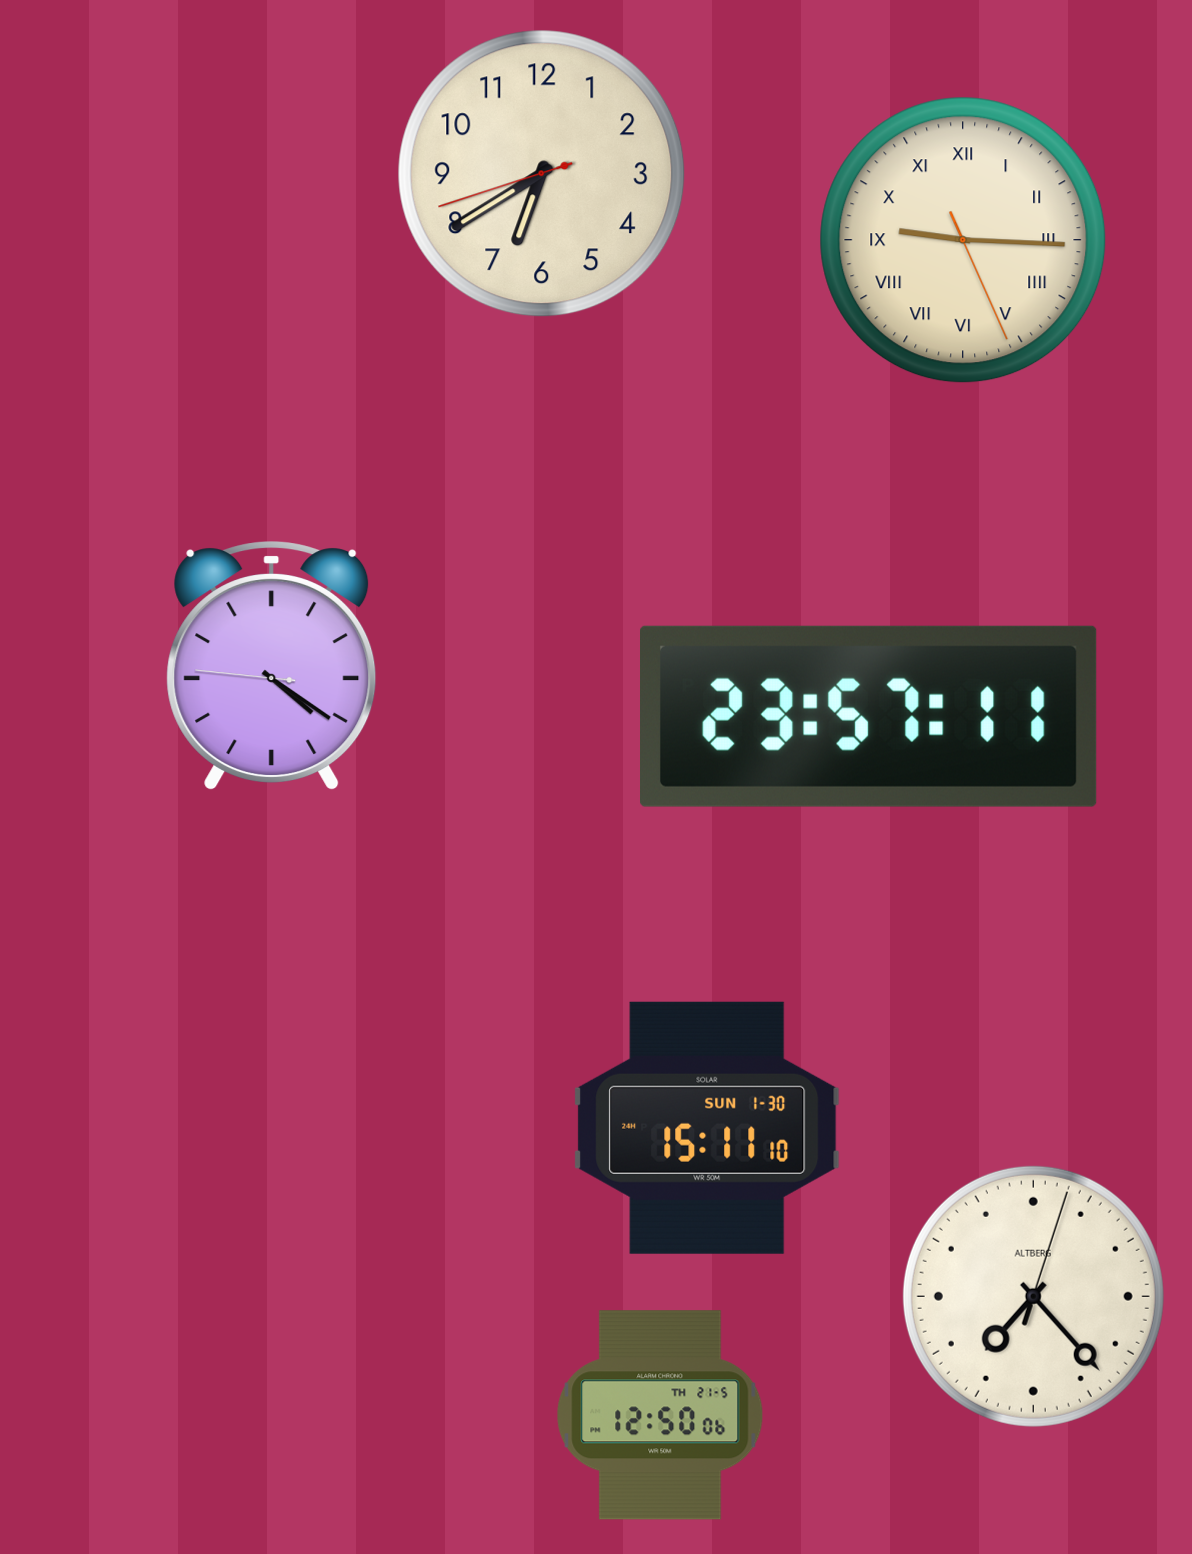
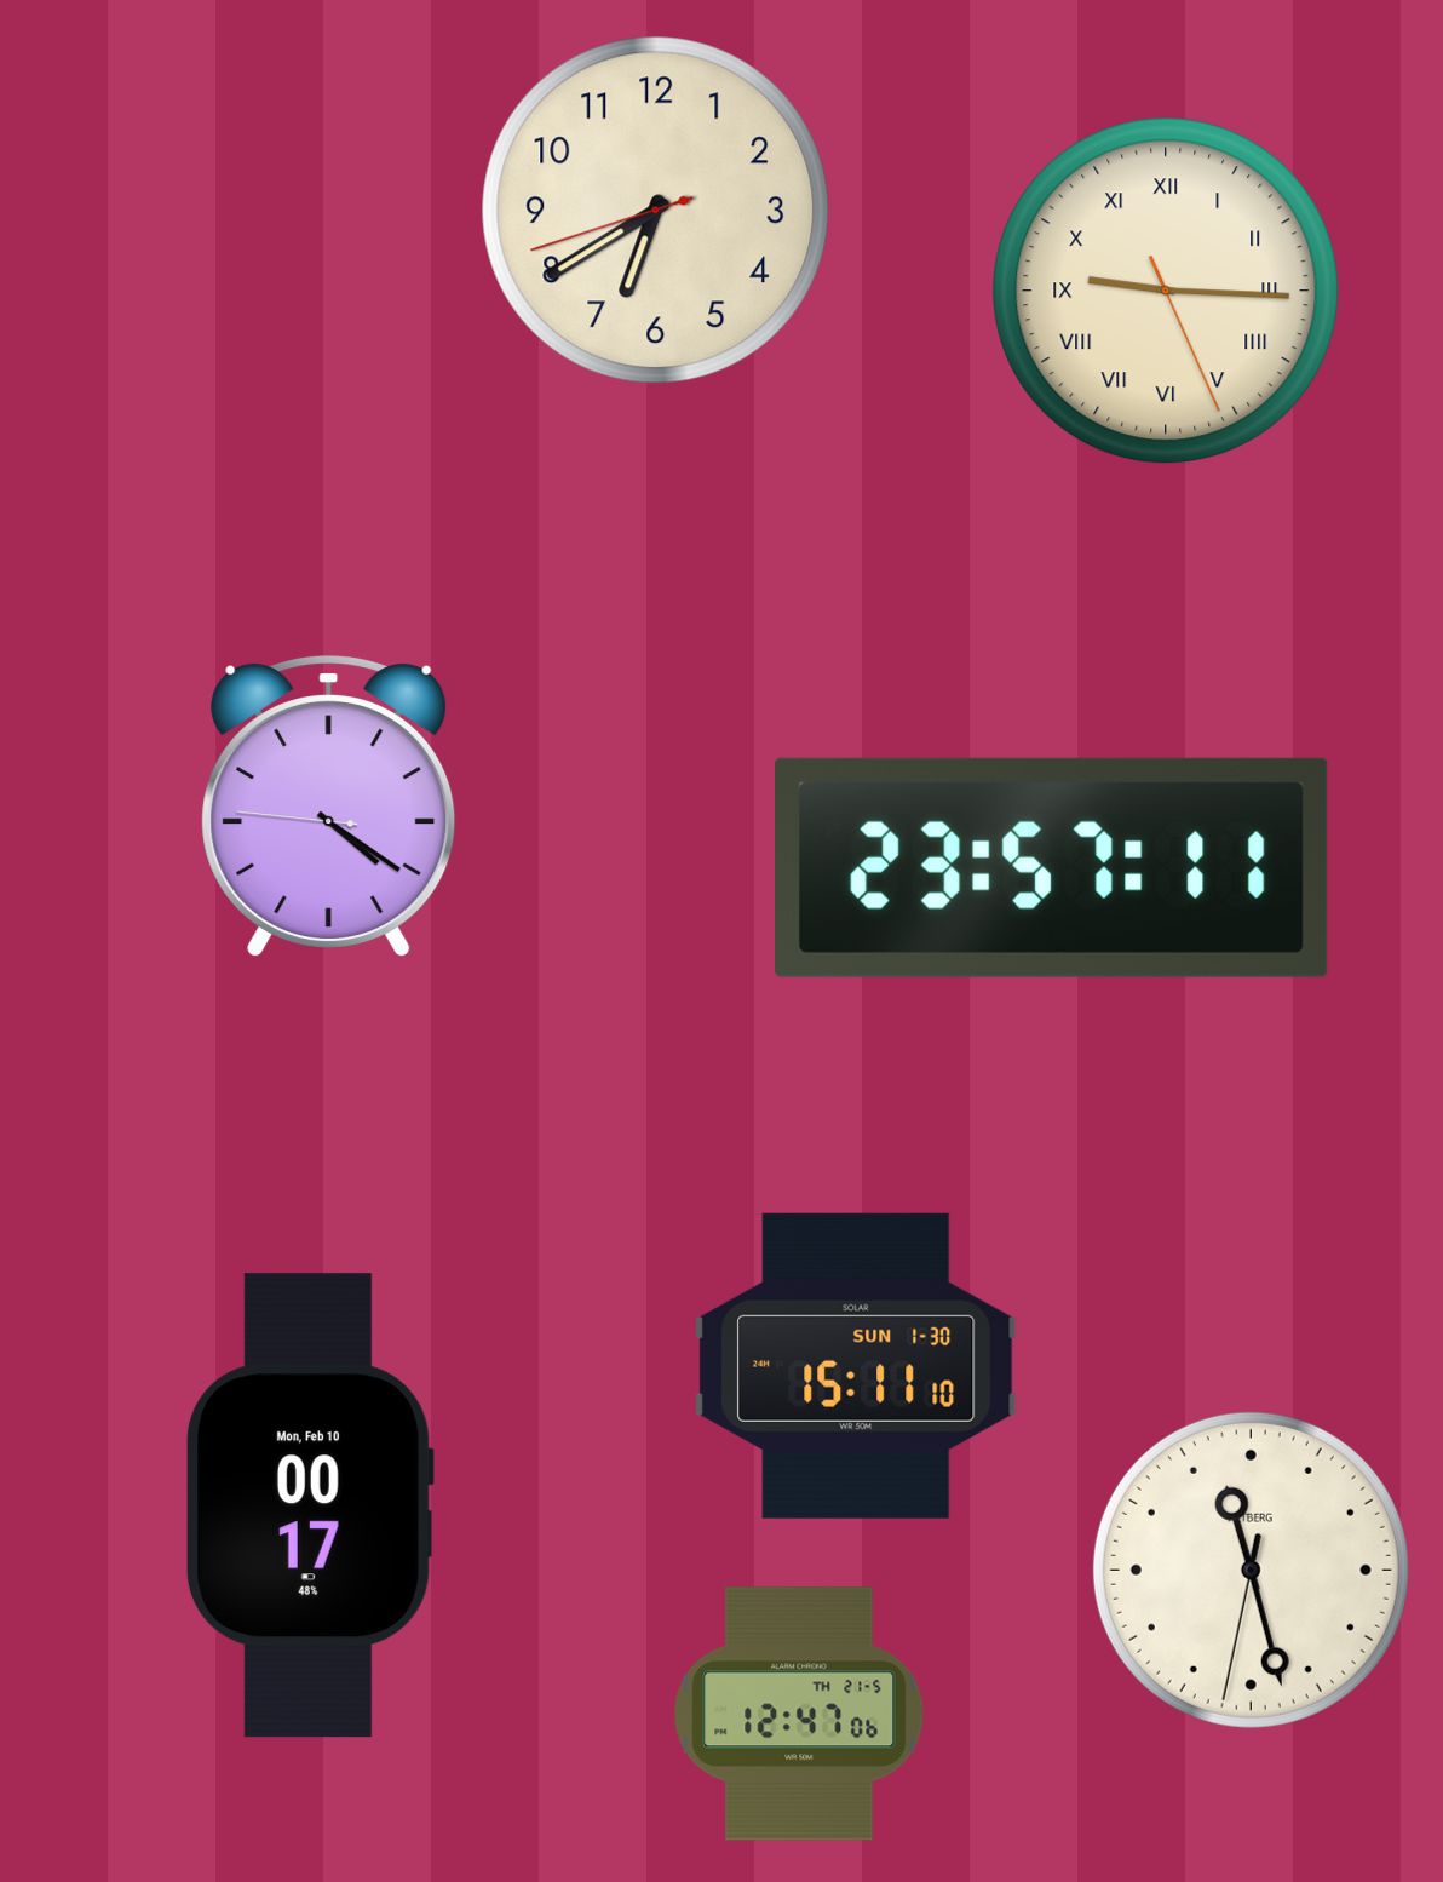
clock at (310, 1505): none -> 00:17
clock at (1033, 1296): 7:23 -> 11:27
clock at (660, 1415): 12:50 -> 12:47
